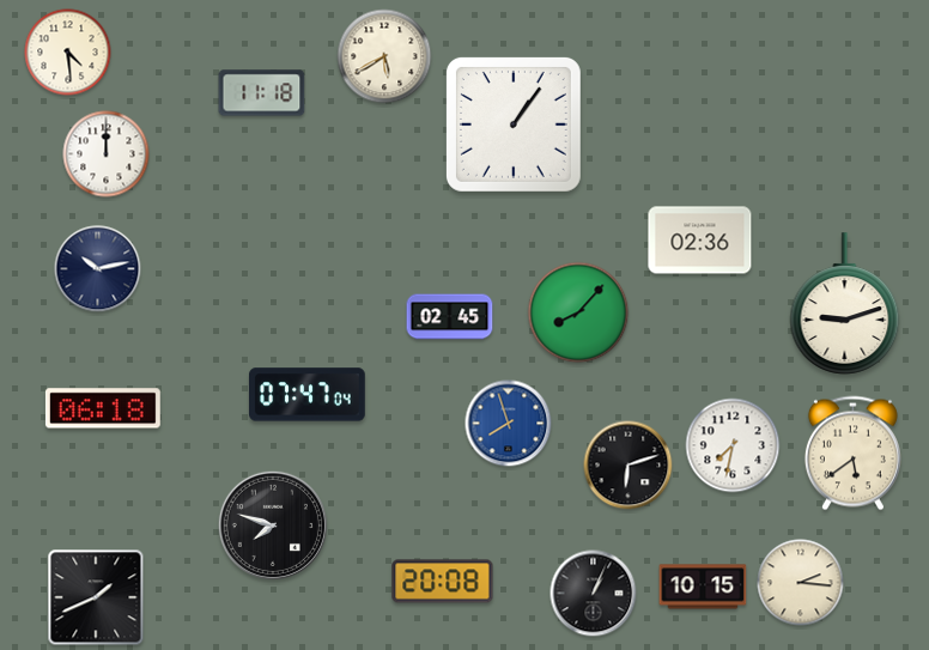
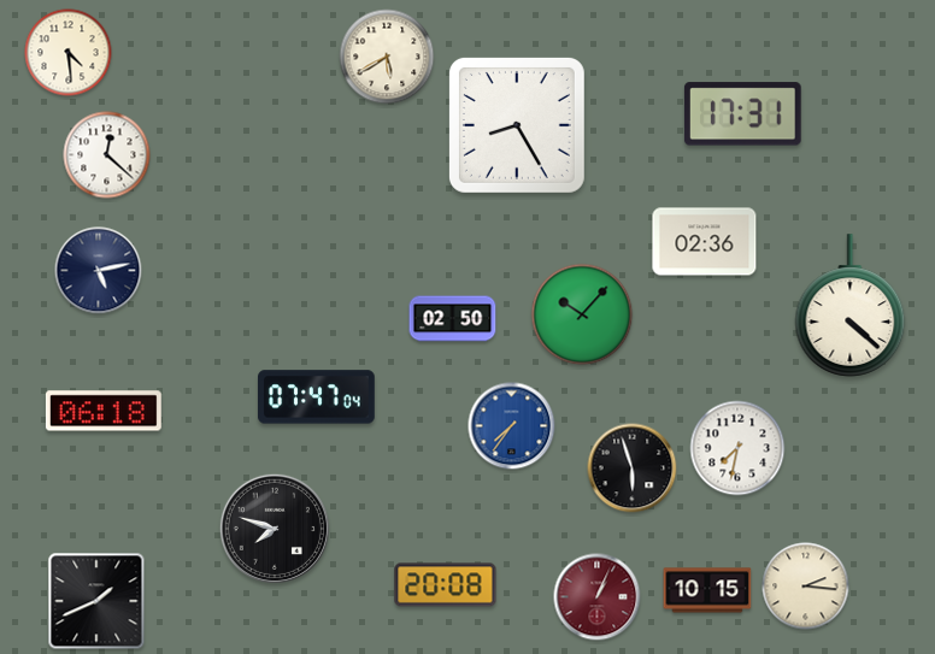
clock at (262, 93): 11:18 -> none
clock at (742, 114): none -> 17:31
clock at (514, 124): 1:06 -> 8:25
clock at (107, 154): 12:00 -> 12:22
clock at (98, 269): 10:13 -> 5:13
clock at (845, 304): 9:12 -> 4:22
clock at (578, 312): 8:07 -> 10:07
clock at (450, 317): 02:45 -> 02:50
clock at (308, 395) position: (308, 395) -> (317, 397)
clock at (509, 424): 7:57 -> 7:36
clock at (852, 454): 5:39 -> none
clock at (629, 466): 6:12 -> 5:57
clock at (594, 594) dial: black -> burgundy
